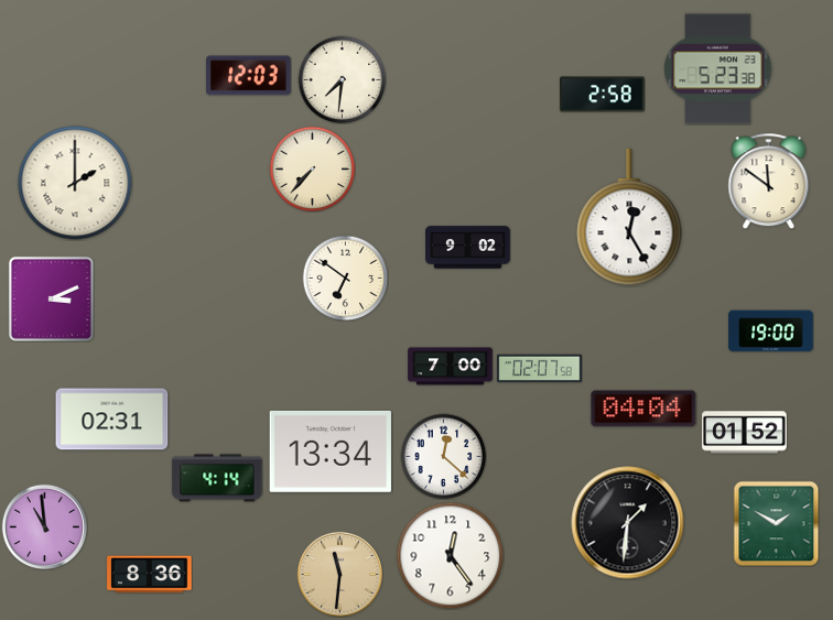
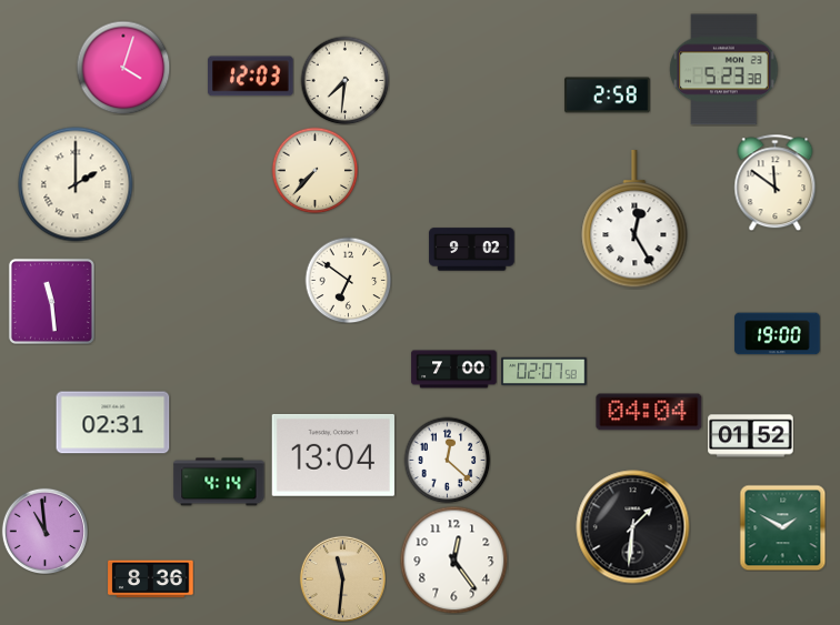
clock at (123, 68): none -> 4:03
clock at (51, 298): 3:11 -> 11:29
clock at (331, 452): 13:34 -> 13:04
